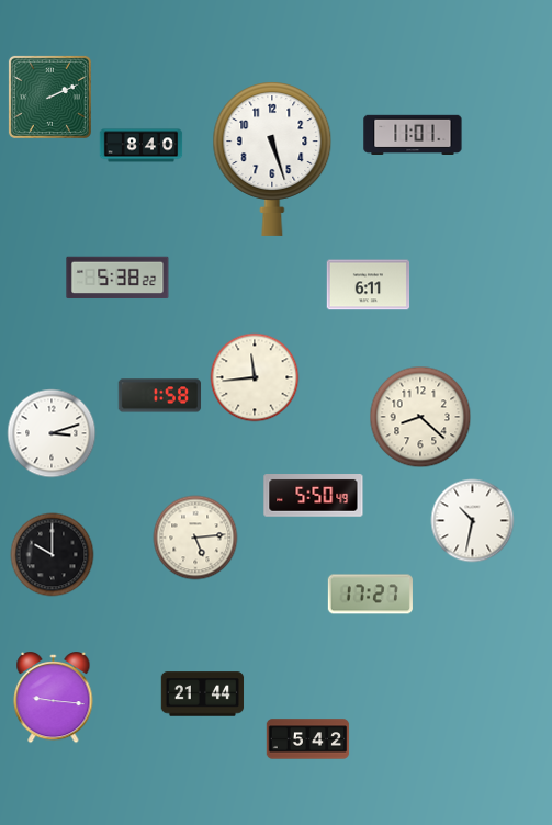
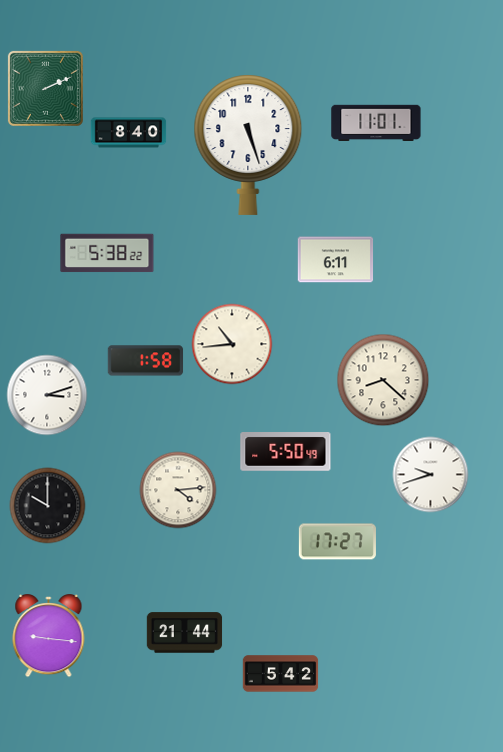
clock at (255, 377): 11:44 -> 10:44
clock at (473, 521): 10:32 -> 9:42
clock at (195, 538): 5:14 -> 4:14
